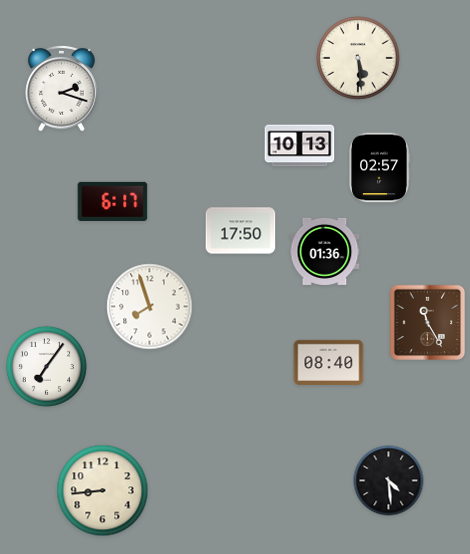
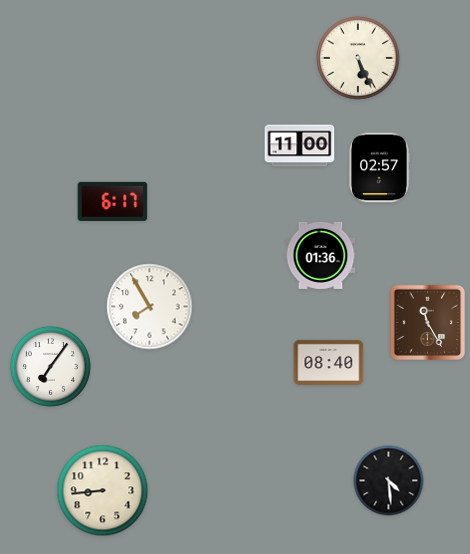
clock at (358, 58): 5:29 -> 5:26
clock at (62, 88): 2:18 -> none
clock at (300, 146): 10:13 -> 11:00
clock at (241, 231): 17:50 -> none
clock at (325, 251) position: (325, 251) -> (321, 255)
clock at (150, 307): 7:57 -> 7:55
clock at (46, 366) position: (46, 366) -> (50, 366)
